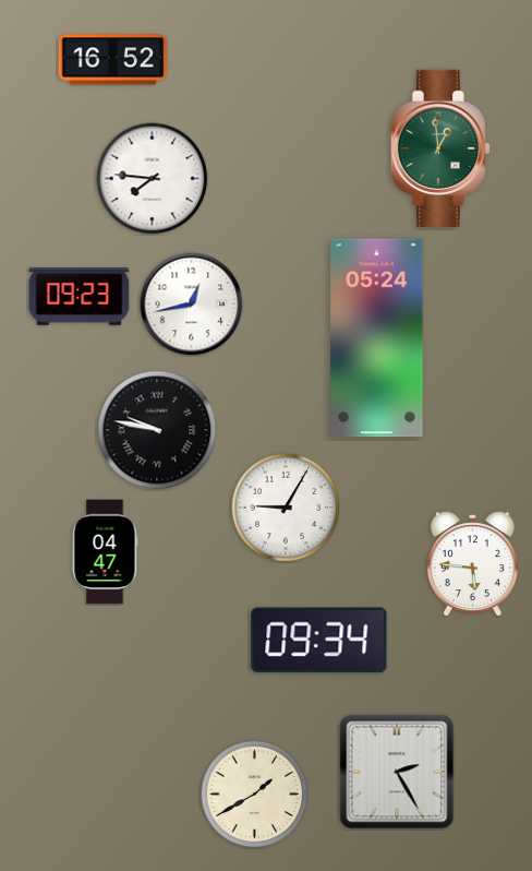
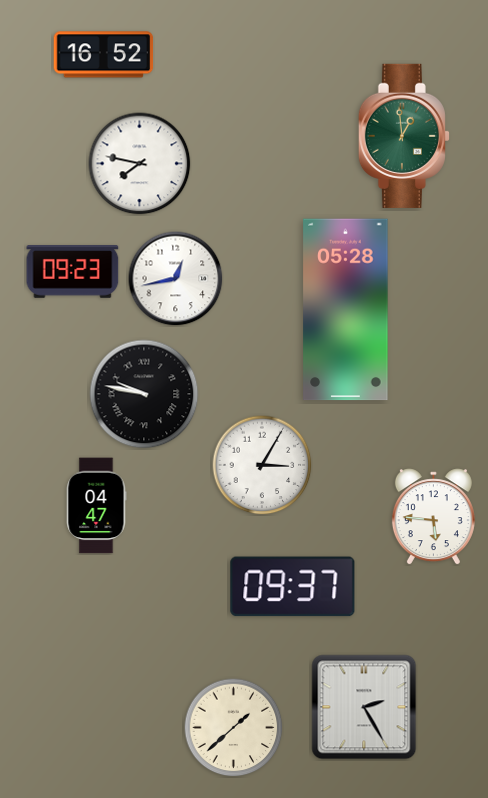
clock at (153, 179): 7:46 -> 7:47
clock at (377, 338): 05:24 -> 05:28
clock at (286, 508): 9:05 -> 3:05
clock at (319, 641): 09:34 -> 09:37
clock at (255, 795): 1:40 -> 1:38
